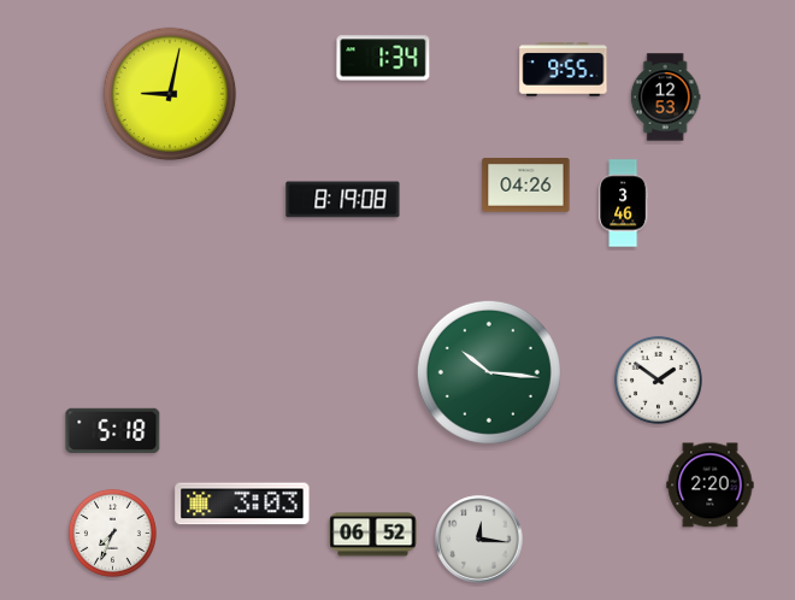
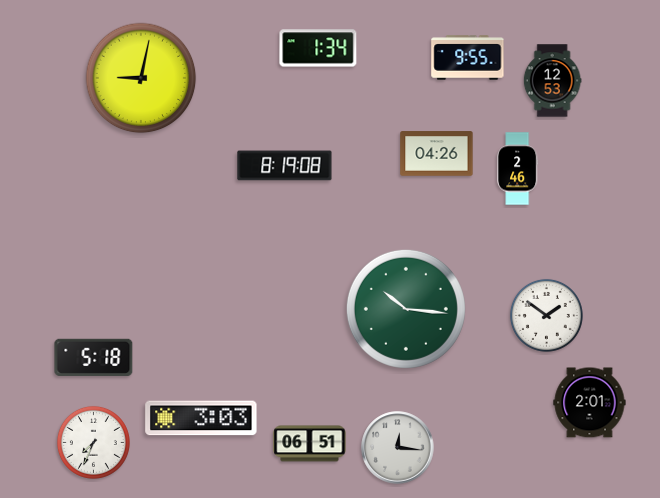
clock at (624, 204): 3:46 -> 2:46
clock at (711, 486): 2:20 -> 2:01
clock at (373, 535): 06:52 -> 06:51
